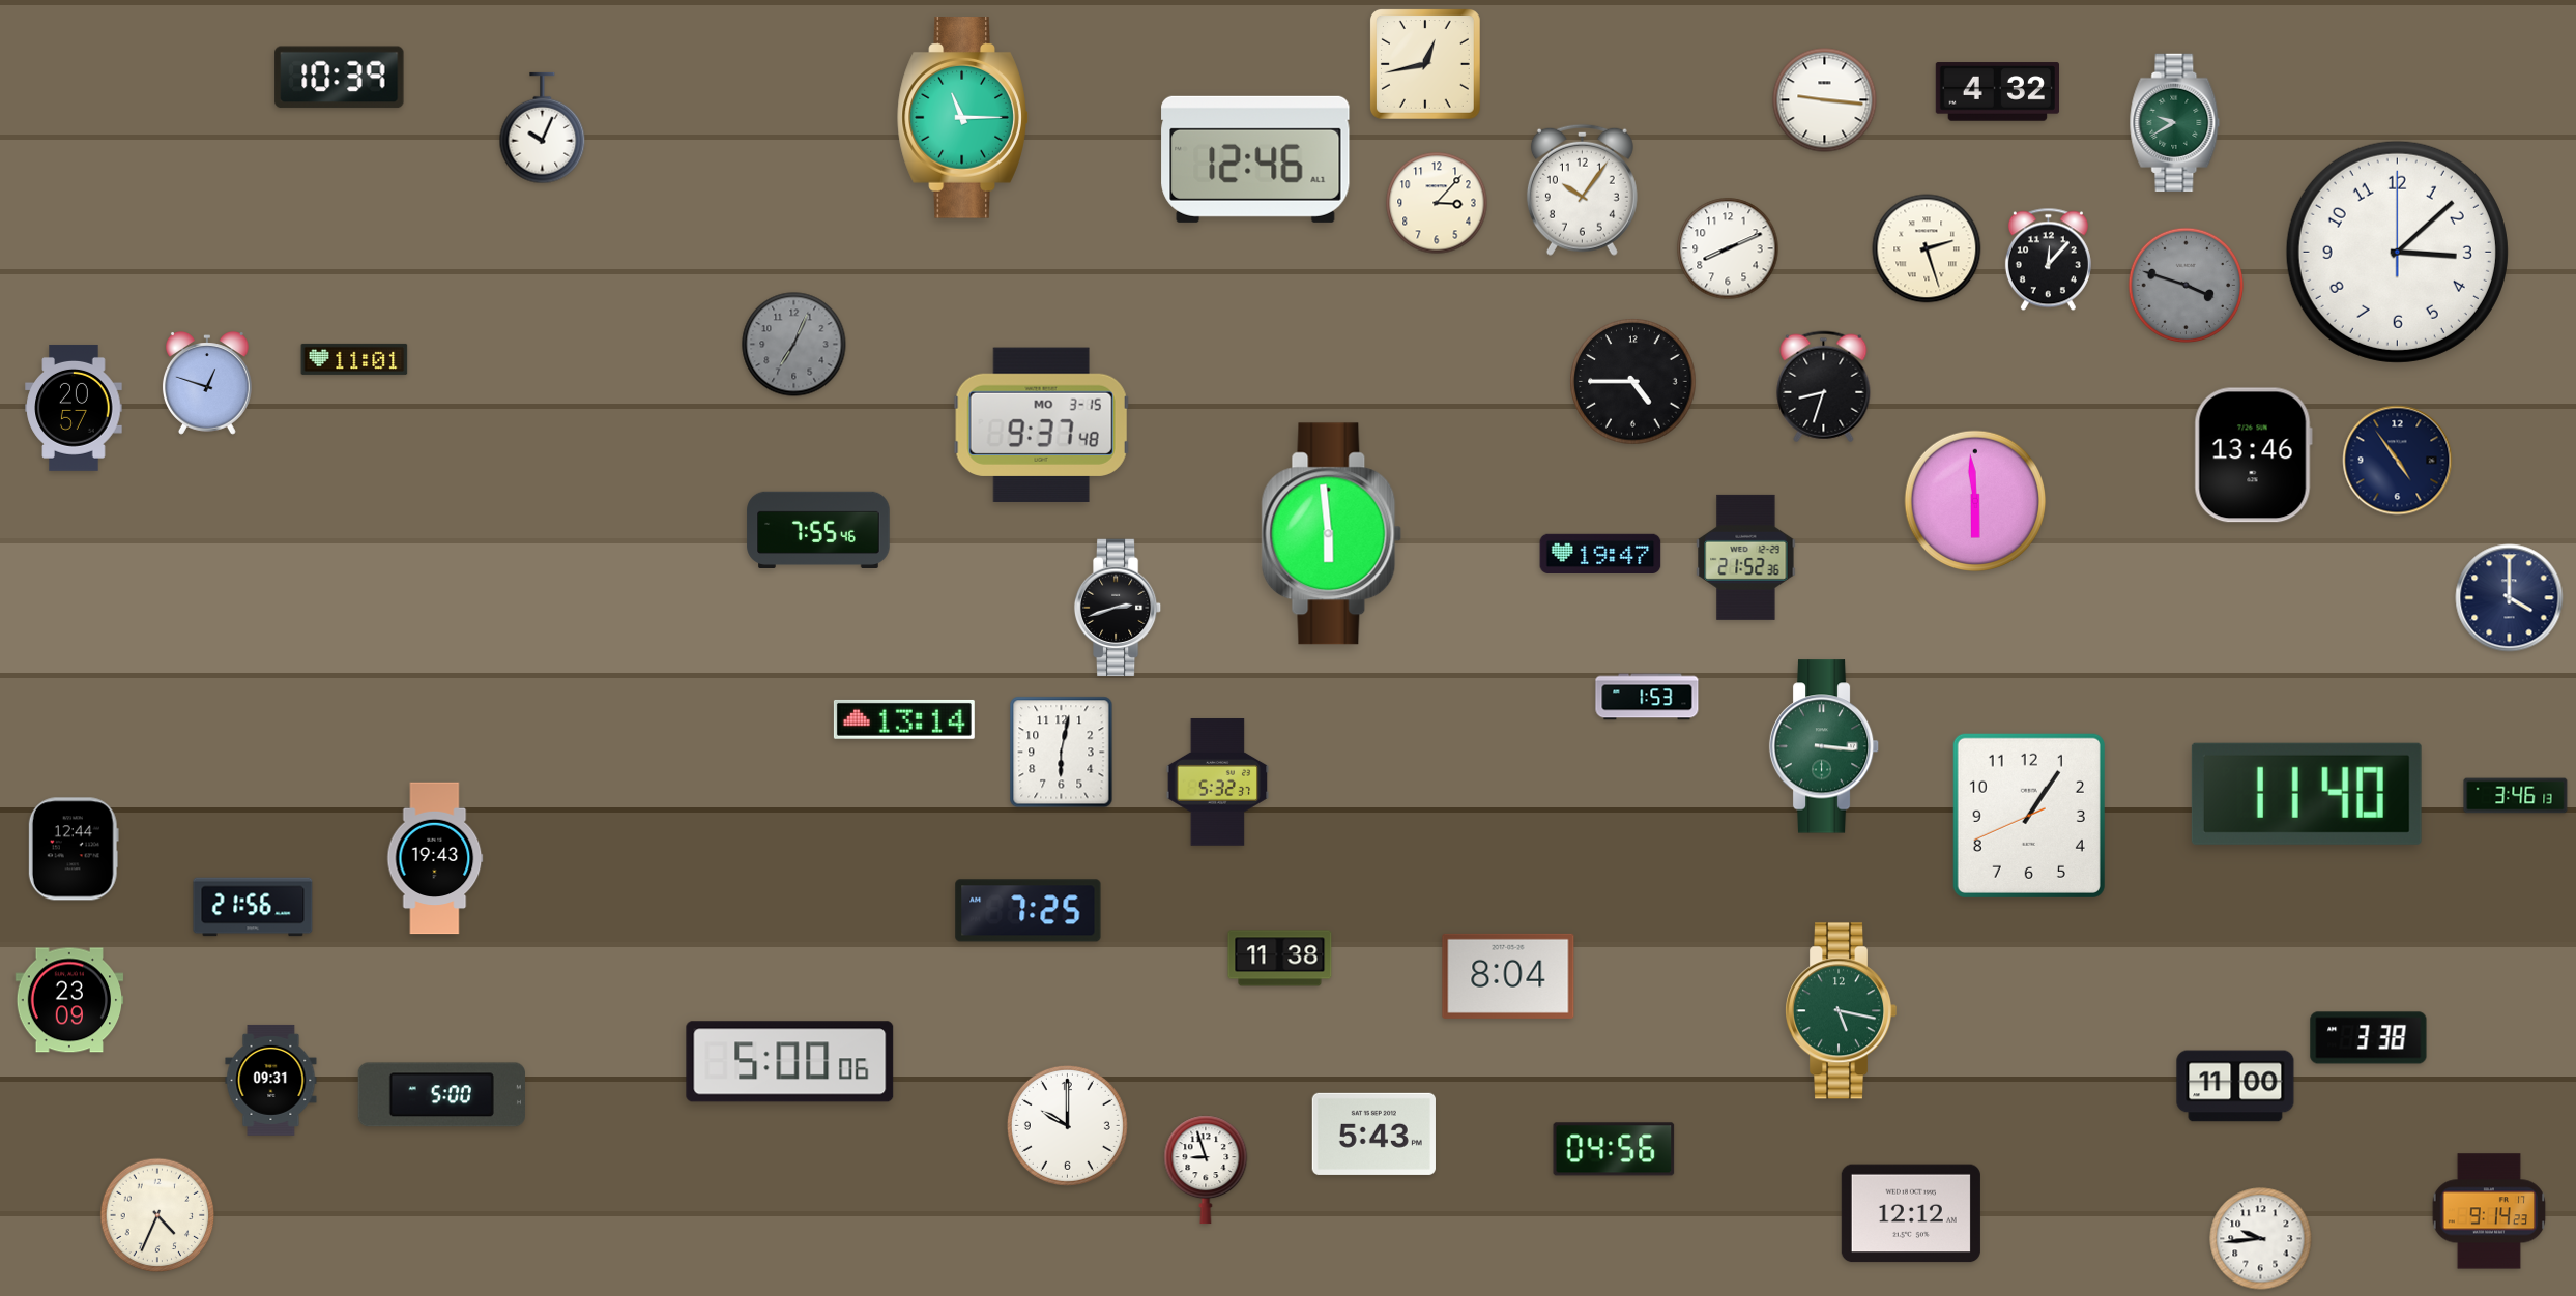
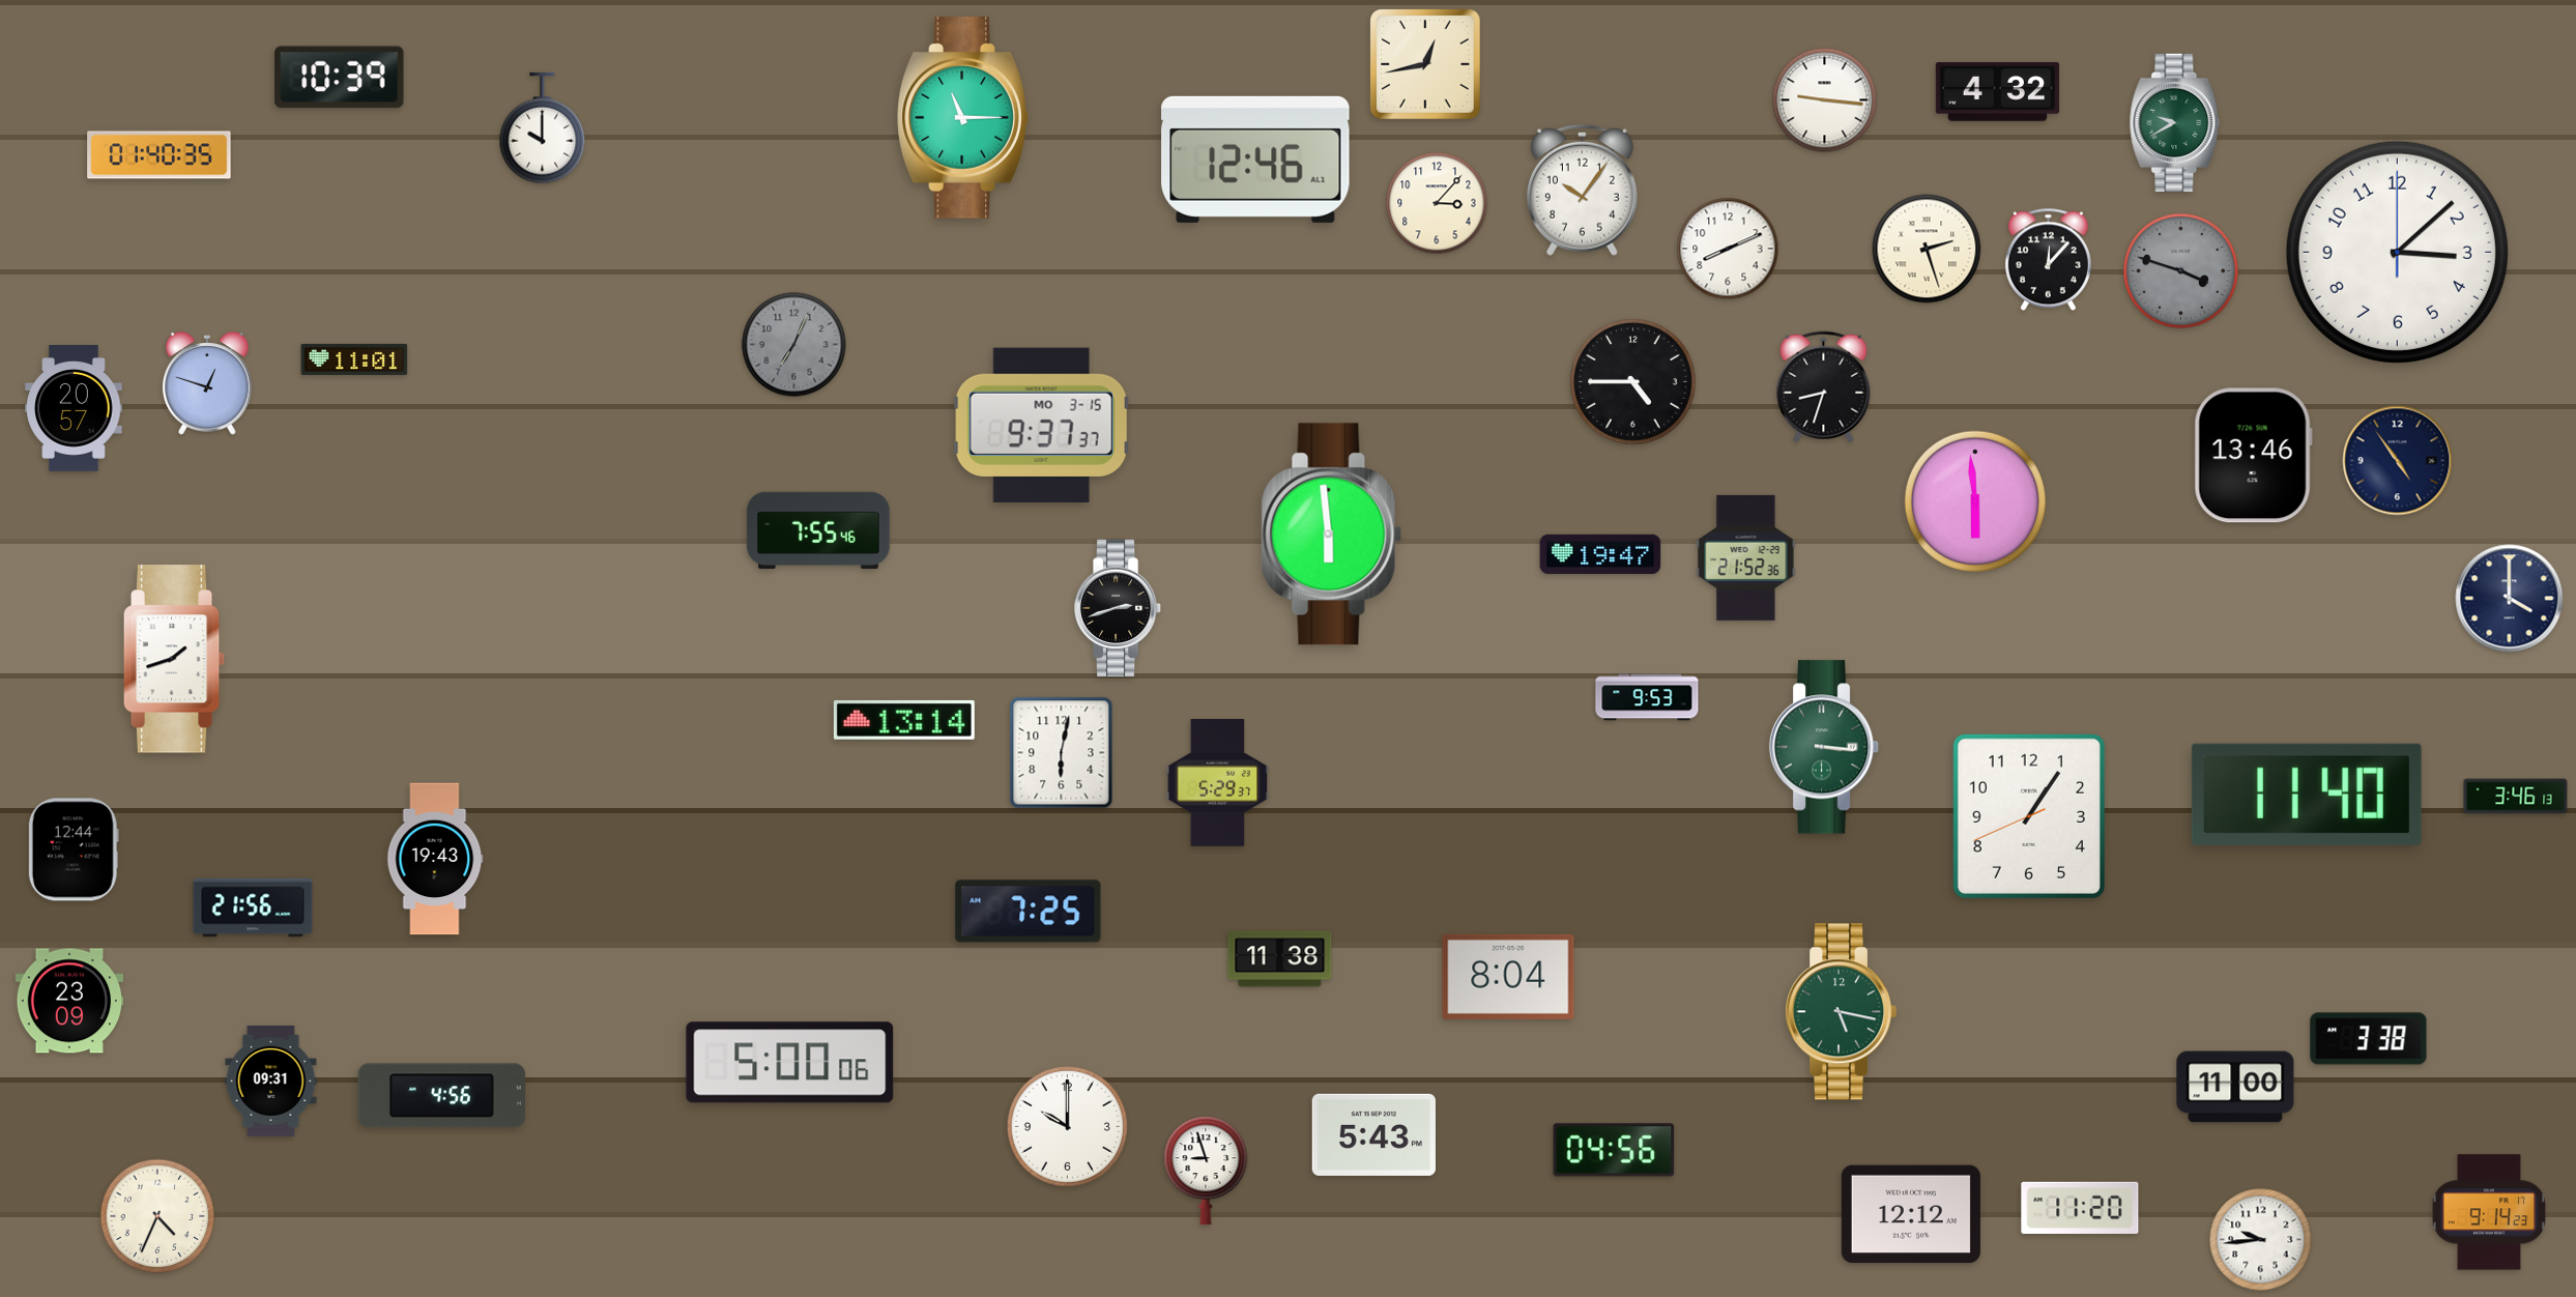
clock at (543, 128): 10:04 -> 10:00
clock at (160, 155): none -> 01:40
clock at (2187, 286) position: (2187, 286) -> (2181, 271)
clock at (1041, 424): 9:37:48 -> 9:37:37
clock at (174, 659): none -> 1:42
clock at (1647, 697): 1:53 -> 9:53
clock at (1218, 783): 5:32 -> 5:29
clock at (441, 1095): 5:00 -> 4:56
clock at (2080, 1208): none -> 11:20
